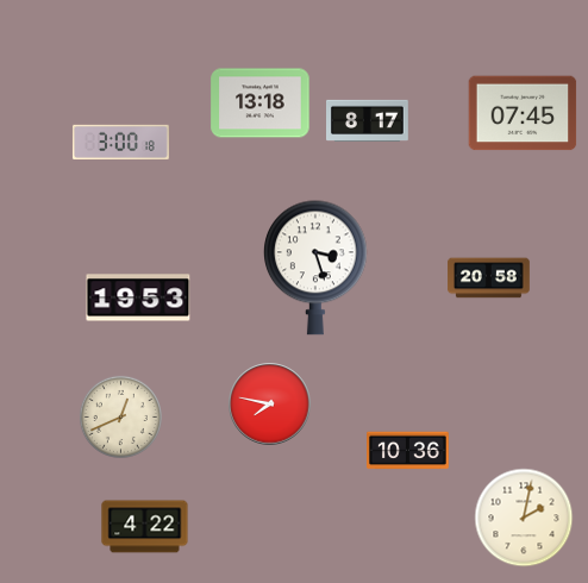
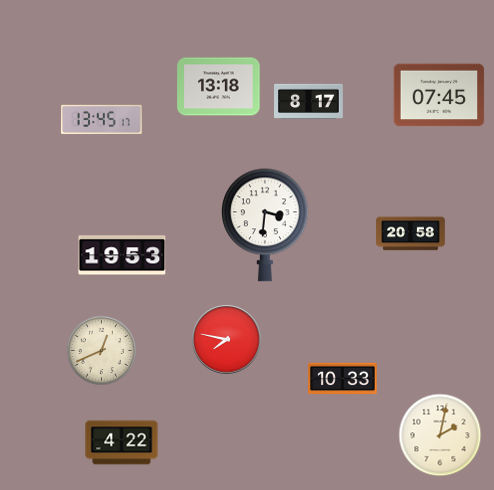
clock at (120, 142): 3:00 -> 13:45
clock at (317, 268): 3:27 -> 3:31
clock at (138, 297) position: (138, 297) -> (122, 255)
clock at (408, 451): 10:36 -> 10:33
